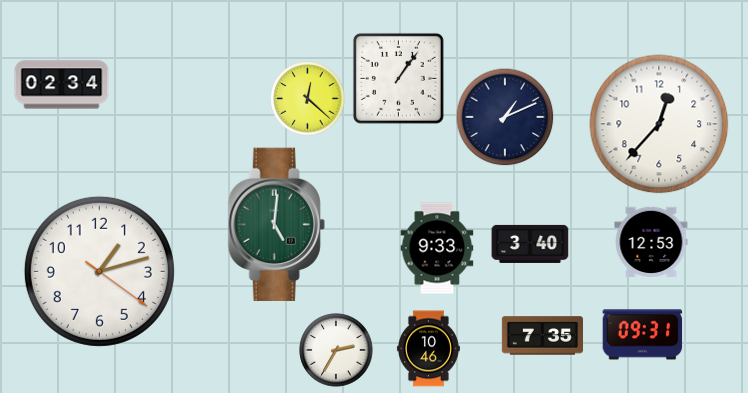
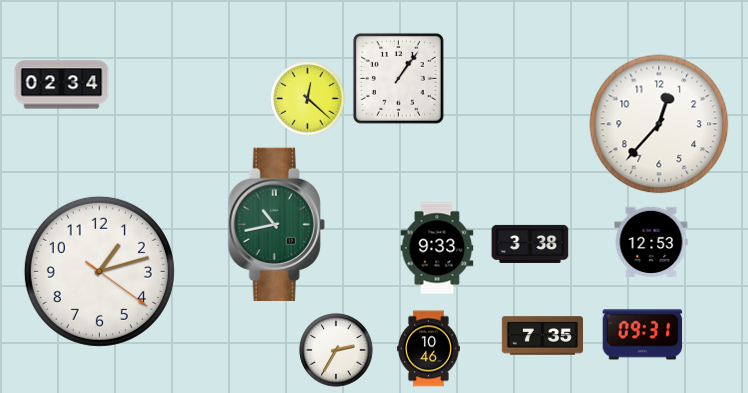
clock at (505, 117): 1:11 -> none
clock at (276, 224): 5:01 -> 10:43
clock at (530, 244): 3:40 -> 3:38
